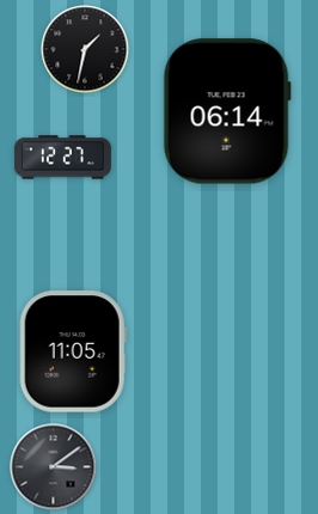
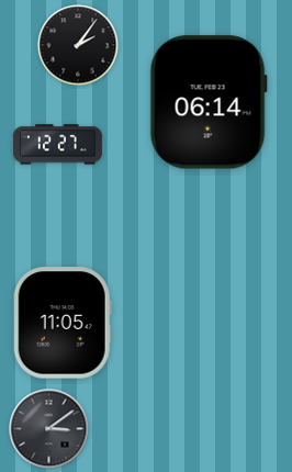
clock at (85, 49): 1:32 -> 2:06
clock at (73, 351) position: (73, 351) -> (63, 323)
